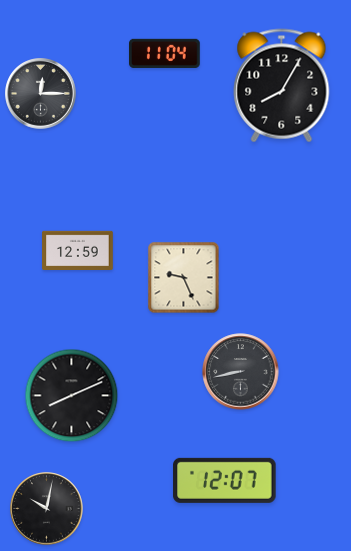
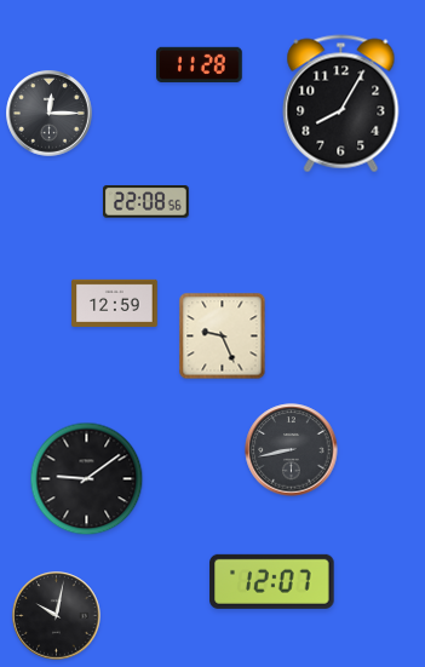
clock at (165, 53): 11:04 -> 11:28
clock at (147, 202): none -> 22:08
clock at (78, 250) position: (78, 250) -> (115, 303)
clock at (72, 396): 8:11 -> 9:09
